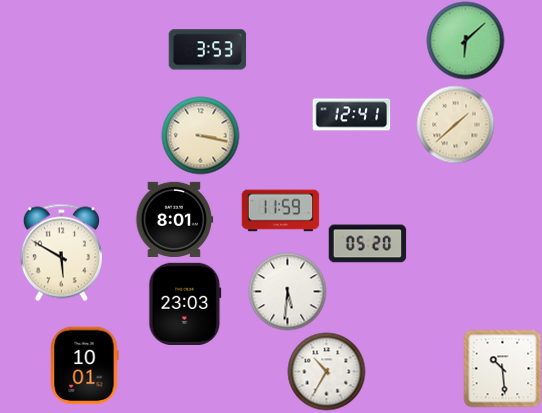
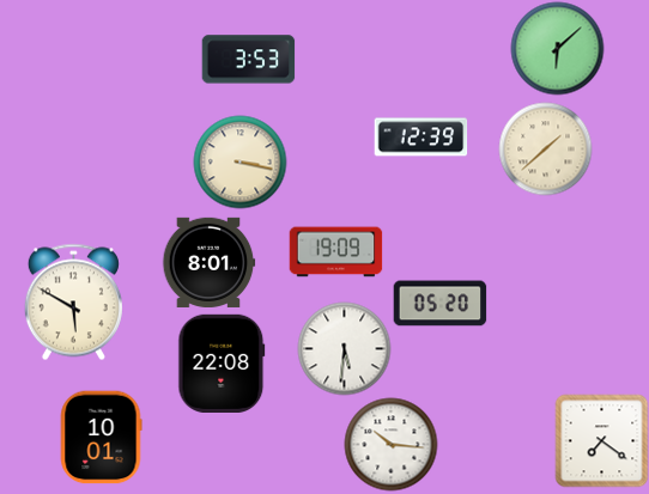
clock at (351, 115): 12:41 -> 12:39
clock at (280, 211): 11:59 -> 19:09
clock at (367, 244) position: (367, 244) -> (439, 304)
clock at (185, 303): 23:03 -> 22:08
clock at (502, 368): 10:29 -> 7:21
clock at (326, 371): 10:35 -> 10:16
